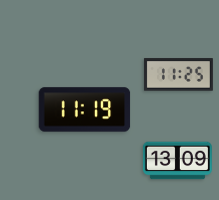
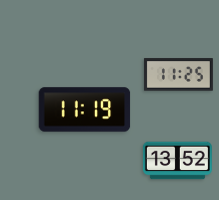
clock at (177, 161): 13:09 -> 13:52
